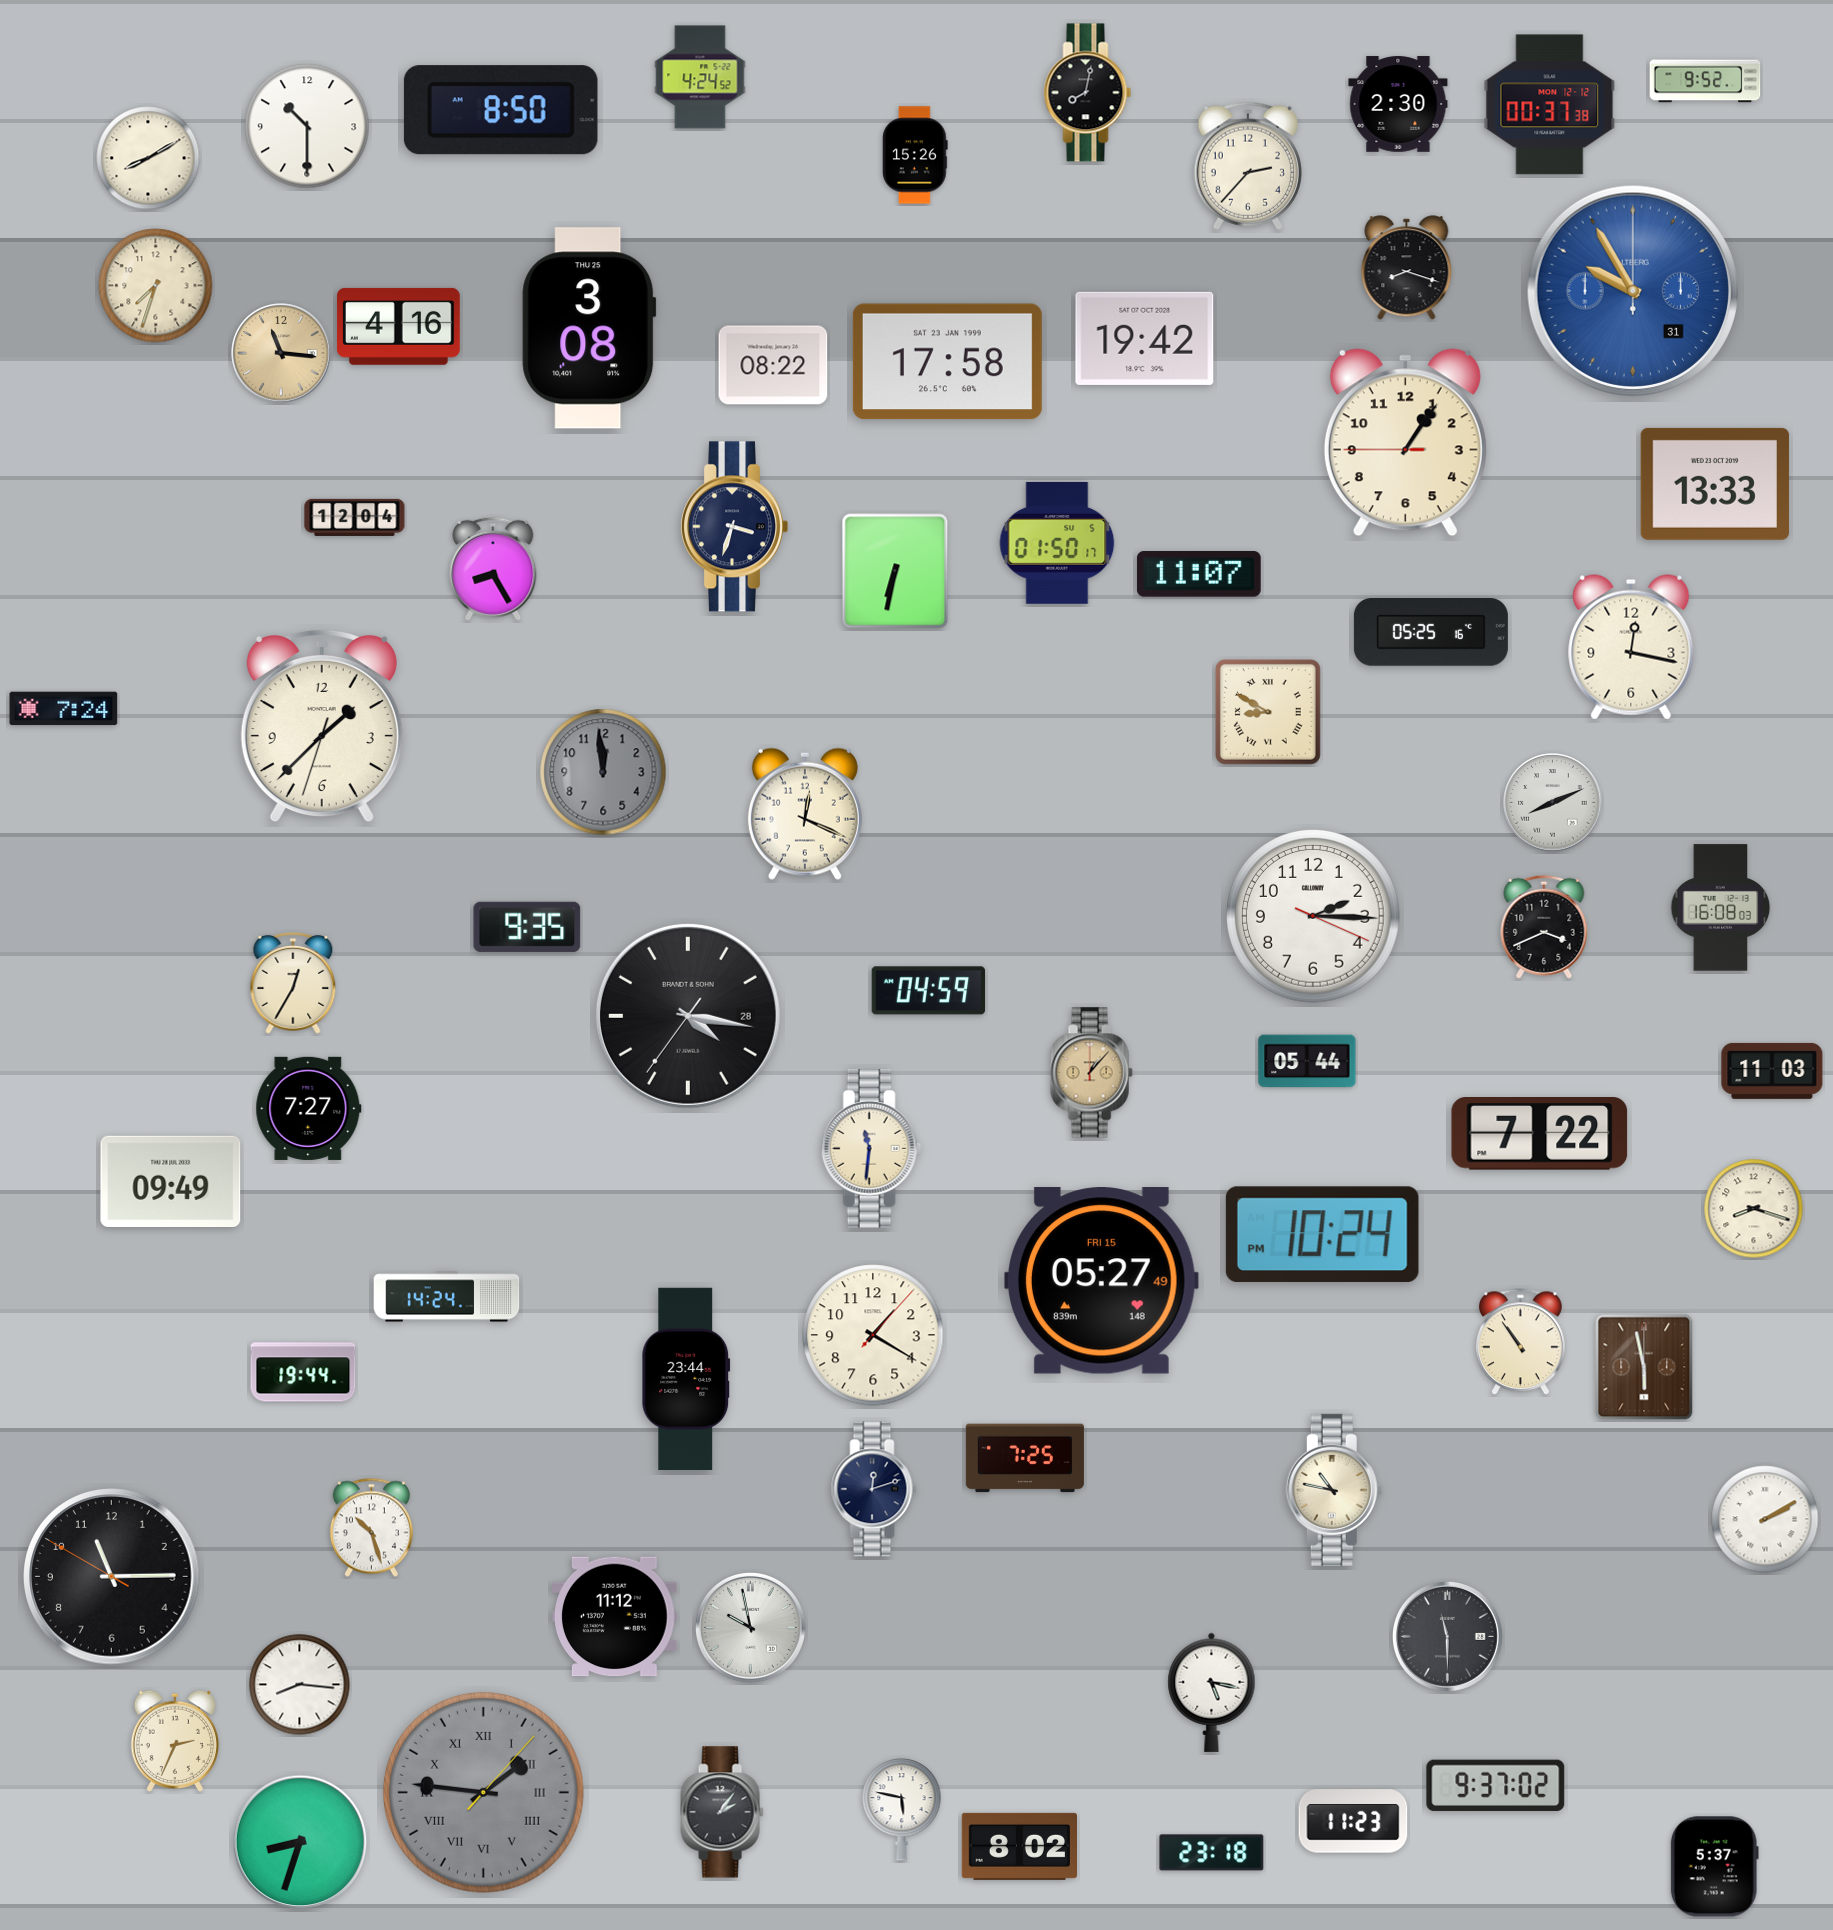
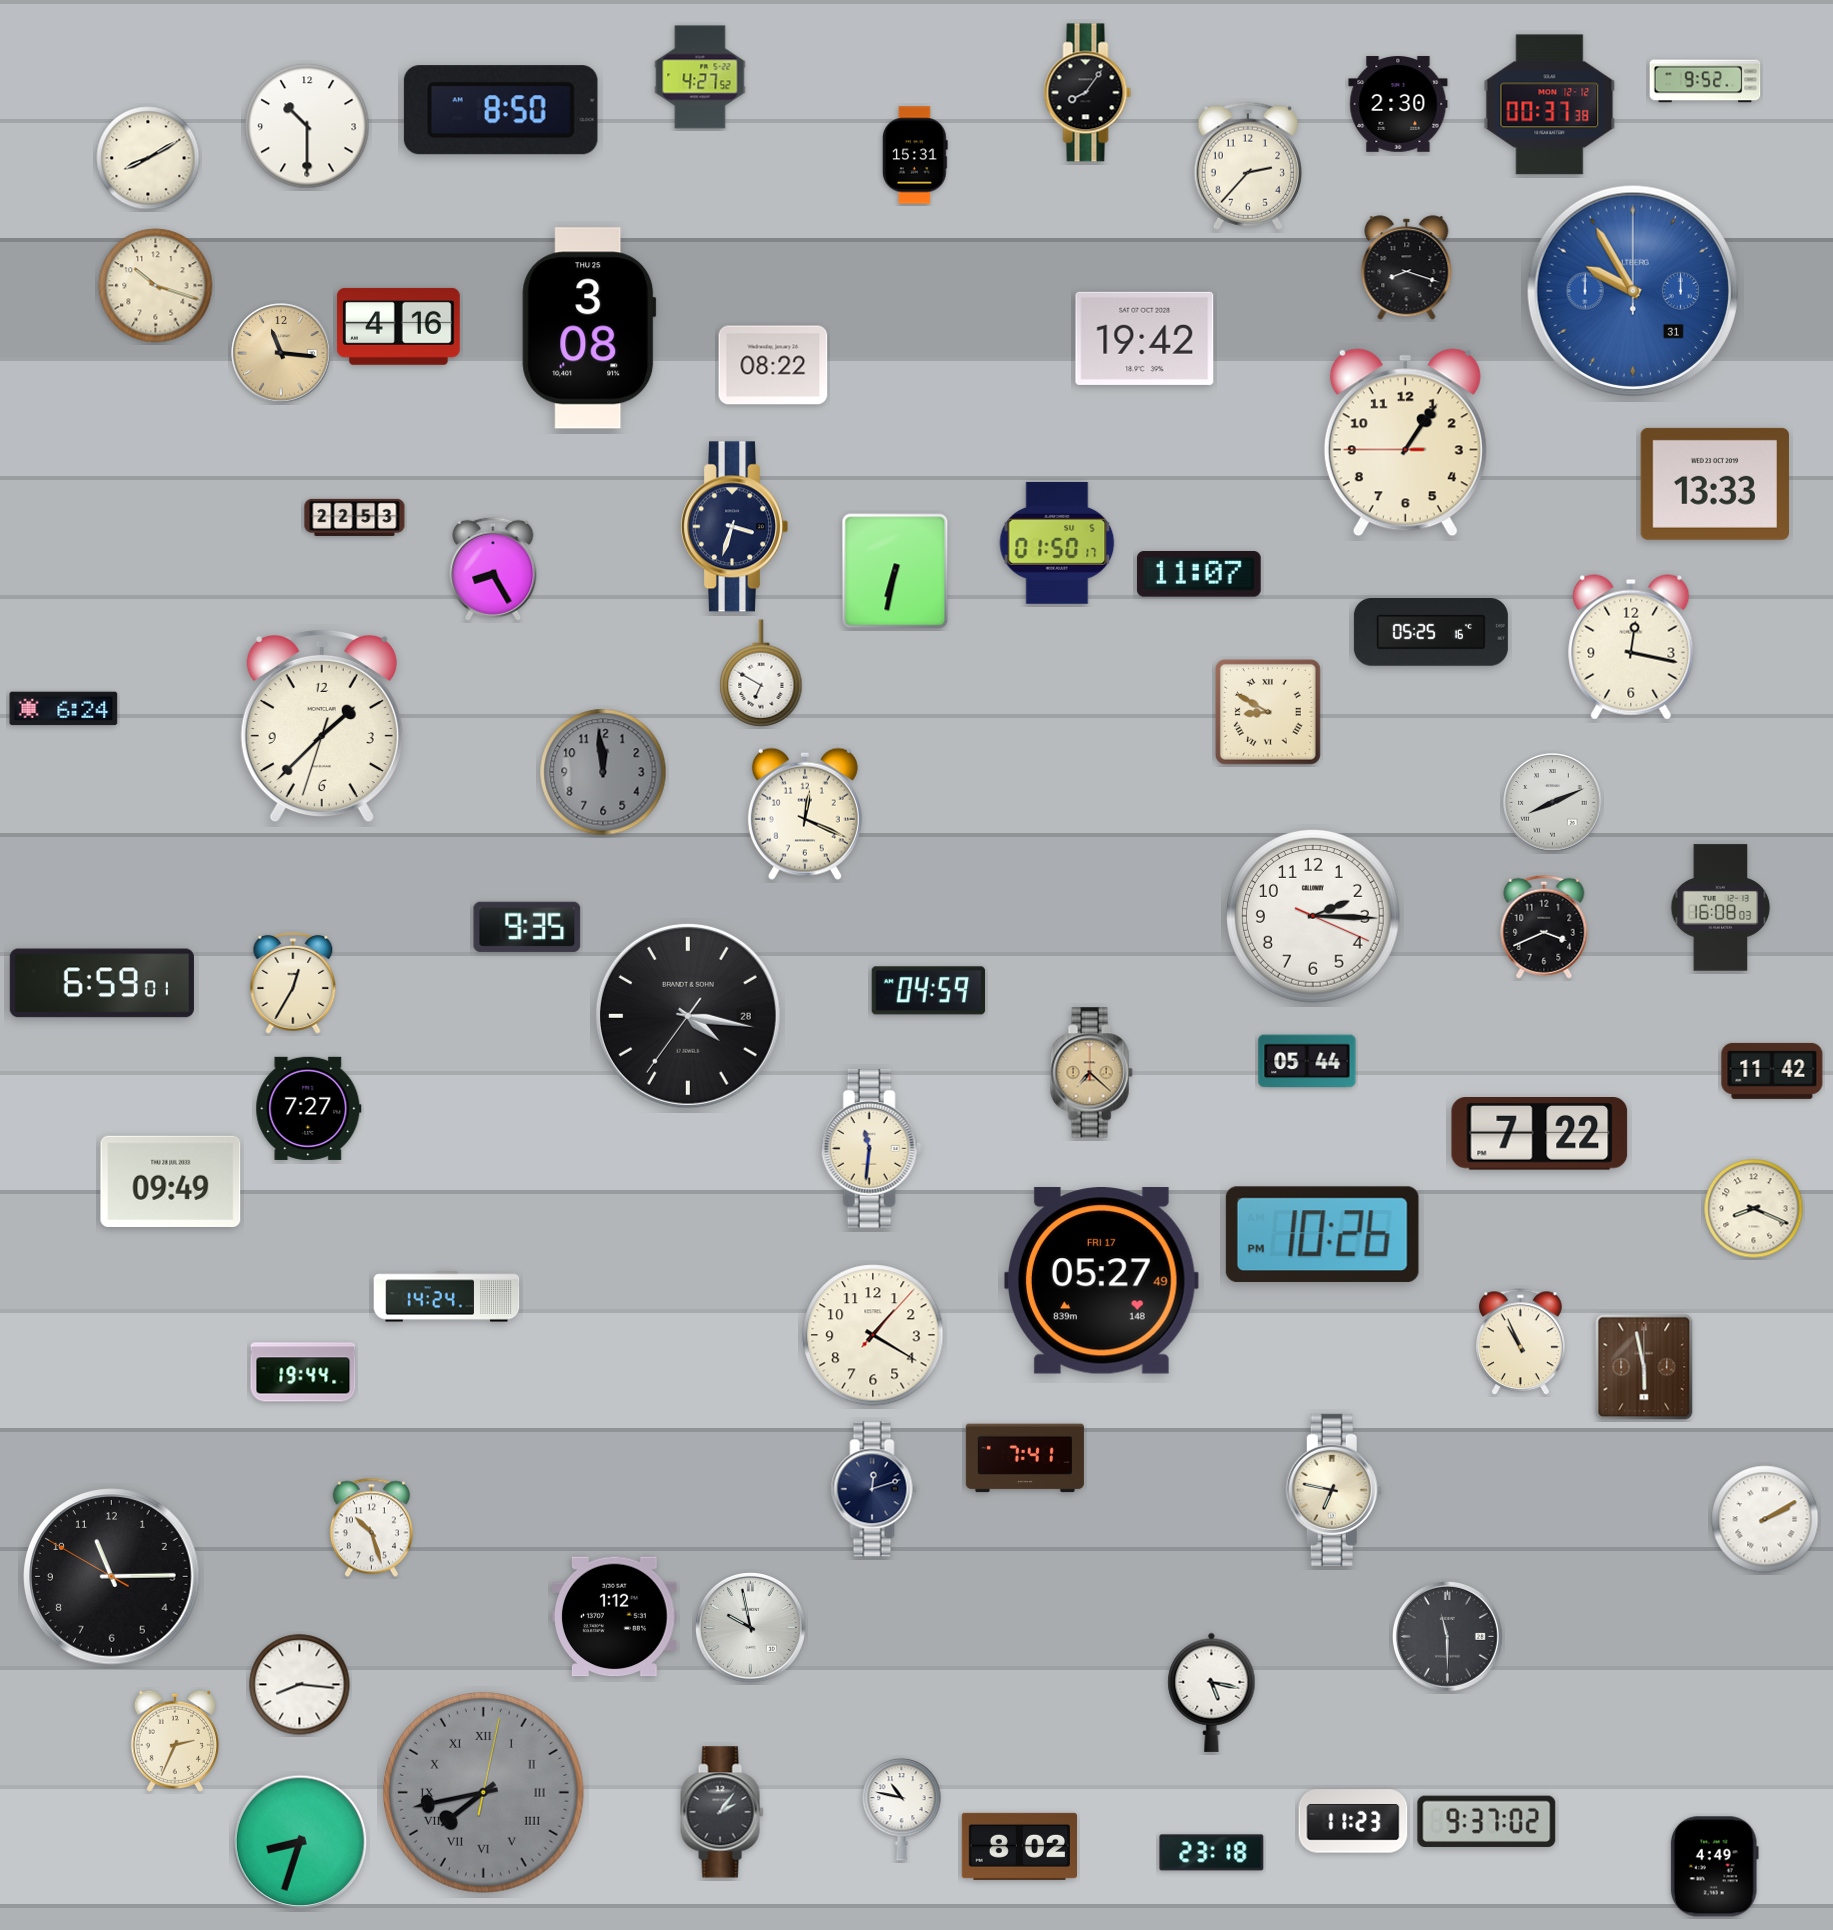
clock at (700, 77): 4:24 -> 4:27
clock at (1088, 93): 8:02 -> 8:06
clock at (916, 155): 15:26 -> 15:31
clock at (156, 286): 7:33 -> 10:18
clock at (947, 362): 17:58 -> none
clock at (355, 517): 12:04 -> 22:53
clock at (761, 673): none -> 6:50
clock at (64, 709): 7:24 -> 6:24
clock at (102, 983): none -> 6:59
clock at (1772, 1071): 11:03 -> 11:42
clock at (1091, 1073): 1:07 -> 7:22
clock at (1754, 1209): 8:18 -> 8:19
clock at (1322, 1234): 10:24 -> 10:26
clock at (1101, 1281) date: FRI 15 -> FRI 17
clock at (1520, 1342): 10:54 -> 10:56
clock at (686, 1378): 23:44 -> none
clock at (1025, 1458): 7:25 -> 7:41
clock at (1334, 1490): 10:47 -> 6:47
clock at (615, 1617): 11:12 -> 1:12
clock at (1496, 1785) position: (1496, 1785) -> (1487, 1821)
clock at (483, 1792): 1:46 -> 7:43
clock at (902, 1810): 5:47 -> 10:47
clock at (1714, 1867): 5:37 -> 4:49
